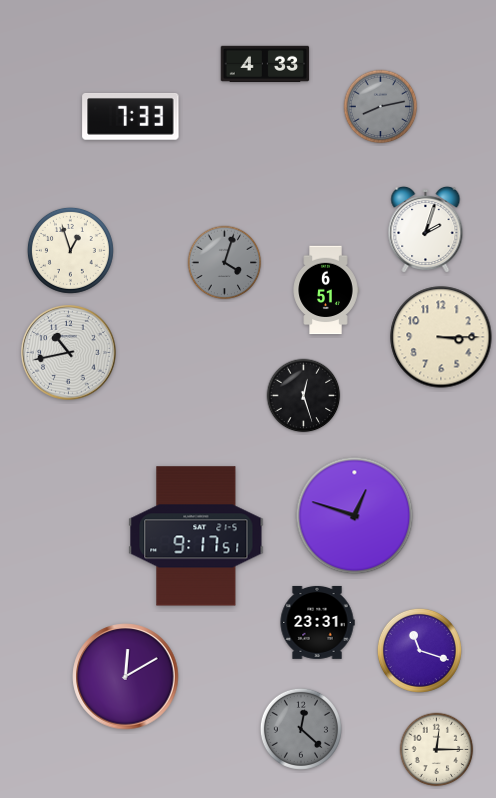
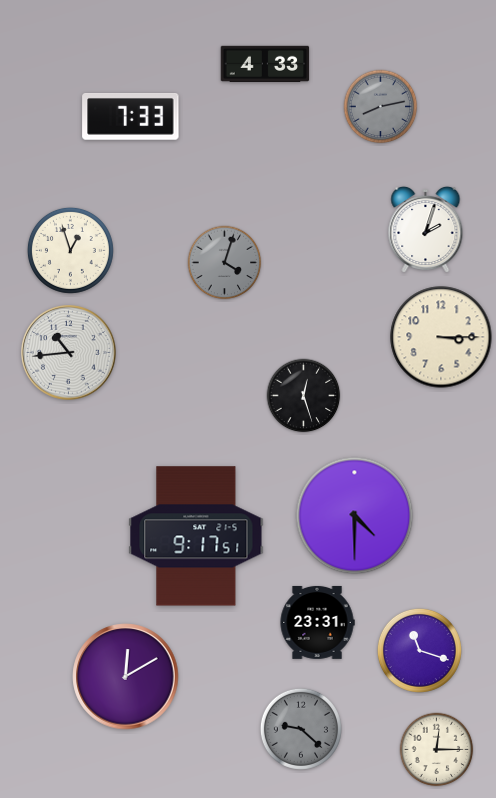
clock at (326, 290): 6:51 -> none
clock at (69, 353): 10:43 -> 10:44
clock at (355, 516): 12:48 -> 4:30
clock at (301, 729): 12:22 -> 9:22
